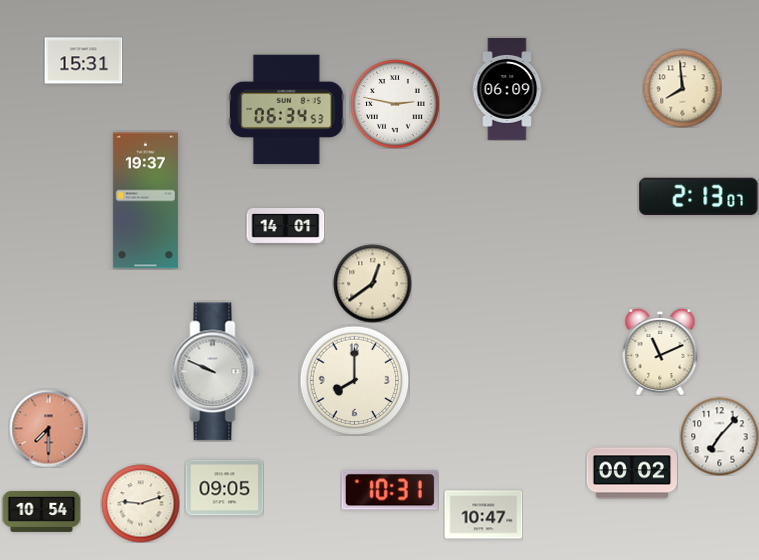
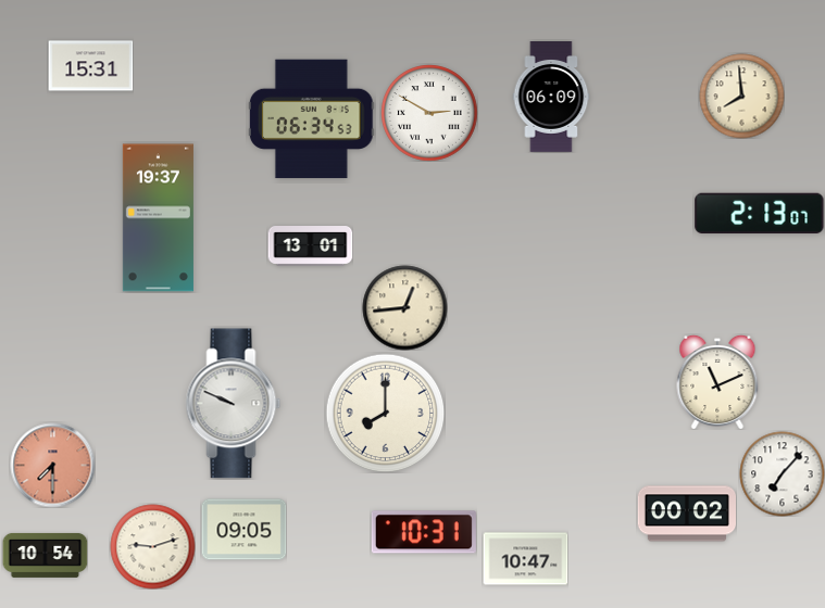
clock at (395, 104): 2:47 -> 2:50
clock at (285, 227): 14:01 -> 13:01
clock at (372, 283): 12:39 -> 12:44
